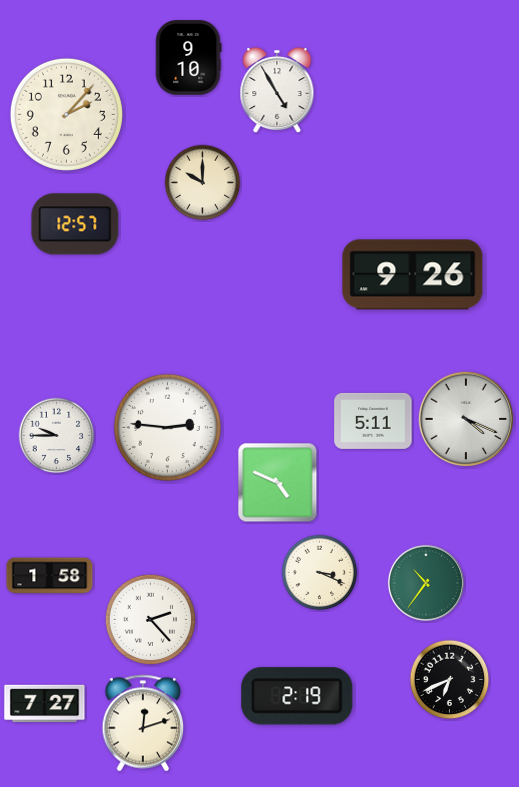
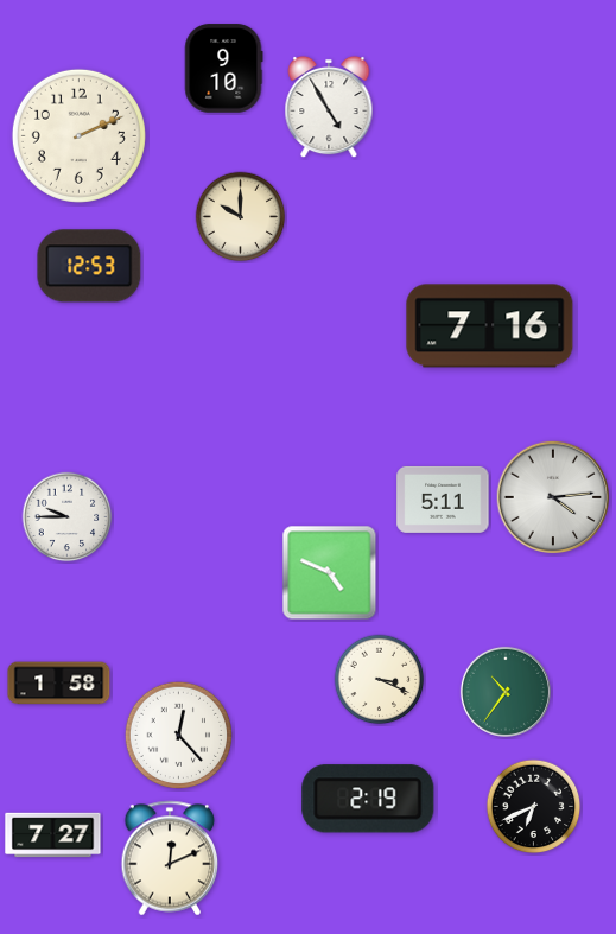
clock at (66, 114): 2:07 -> 2:11
clock at (75, 224): 12:57 -> 12:53
clock at (413, 275): 9:26 -> 7:16
clock at (466, 419): 4:19 -> 4:14
clock at (167, 427): 2:46 -> none
clock at (150, 619): 2:23 -> 12:23
clock at (297, 696) position: (297, 696) -> (368, 799)
clock at (143, 723): 12:12 -> 12:11
